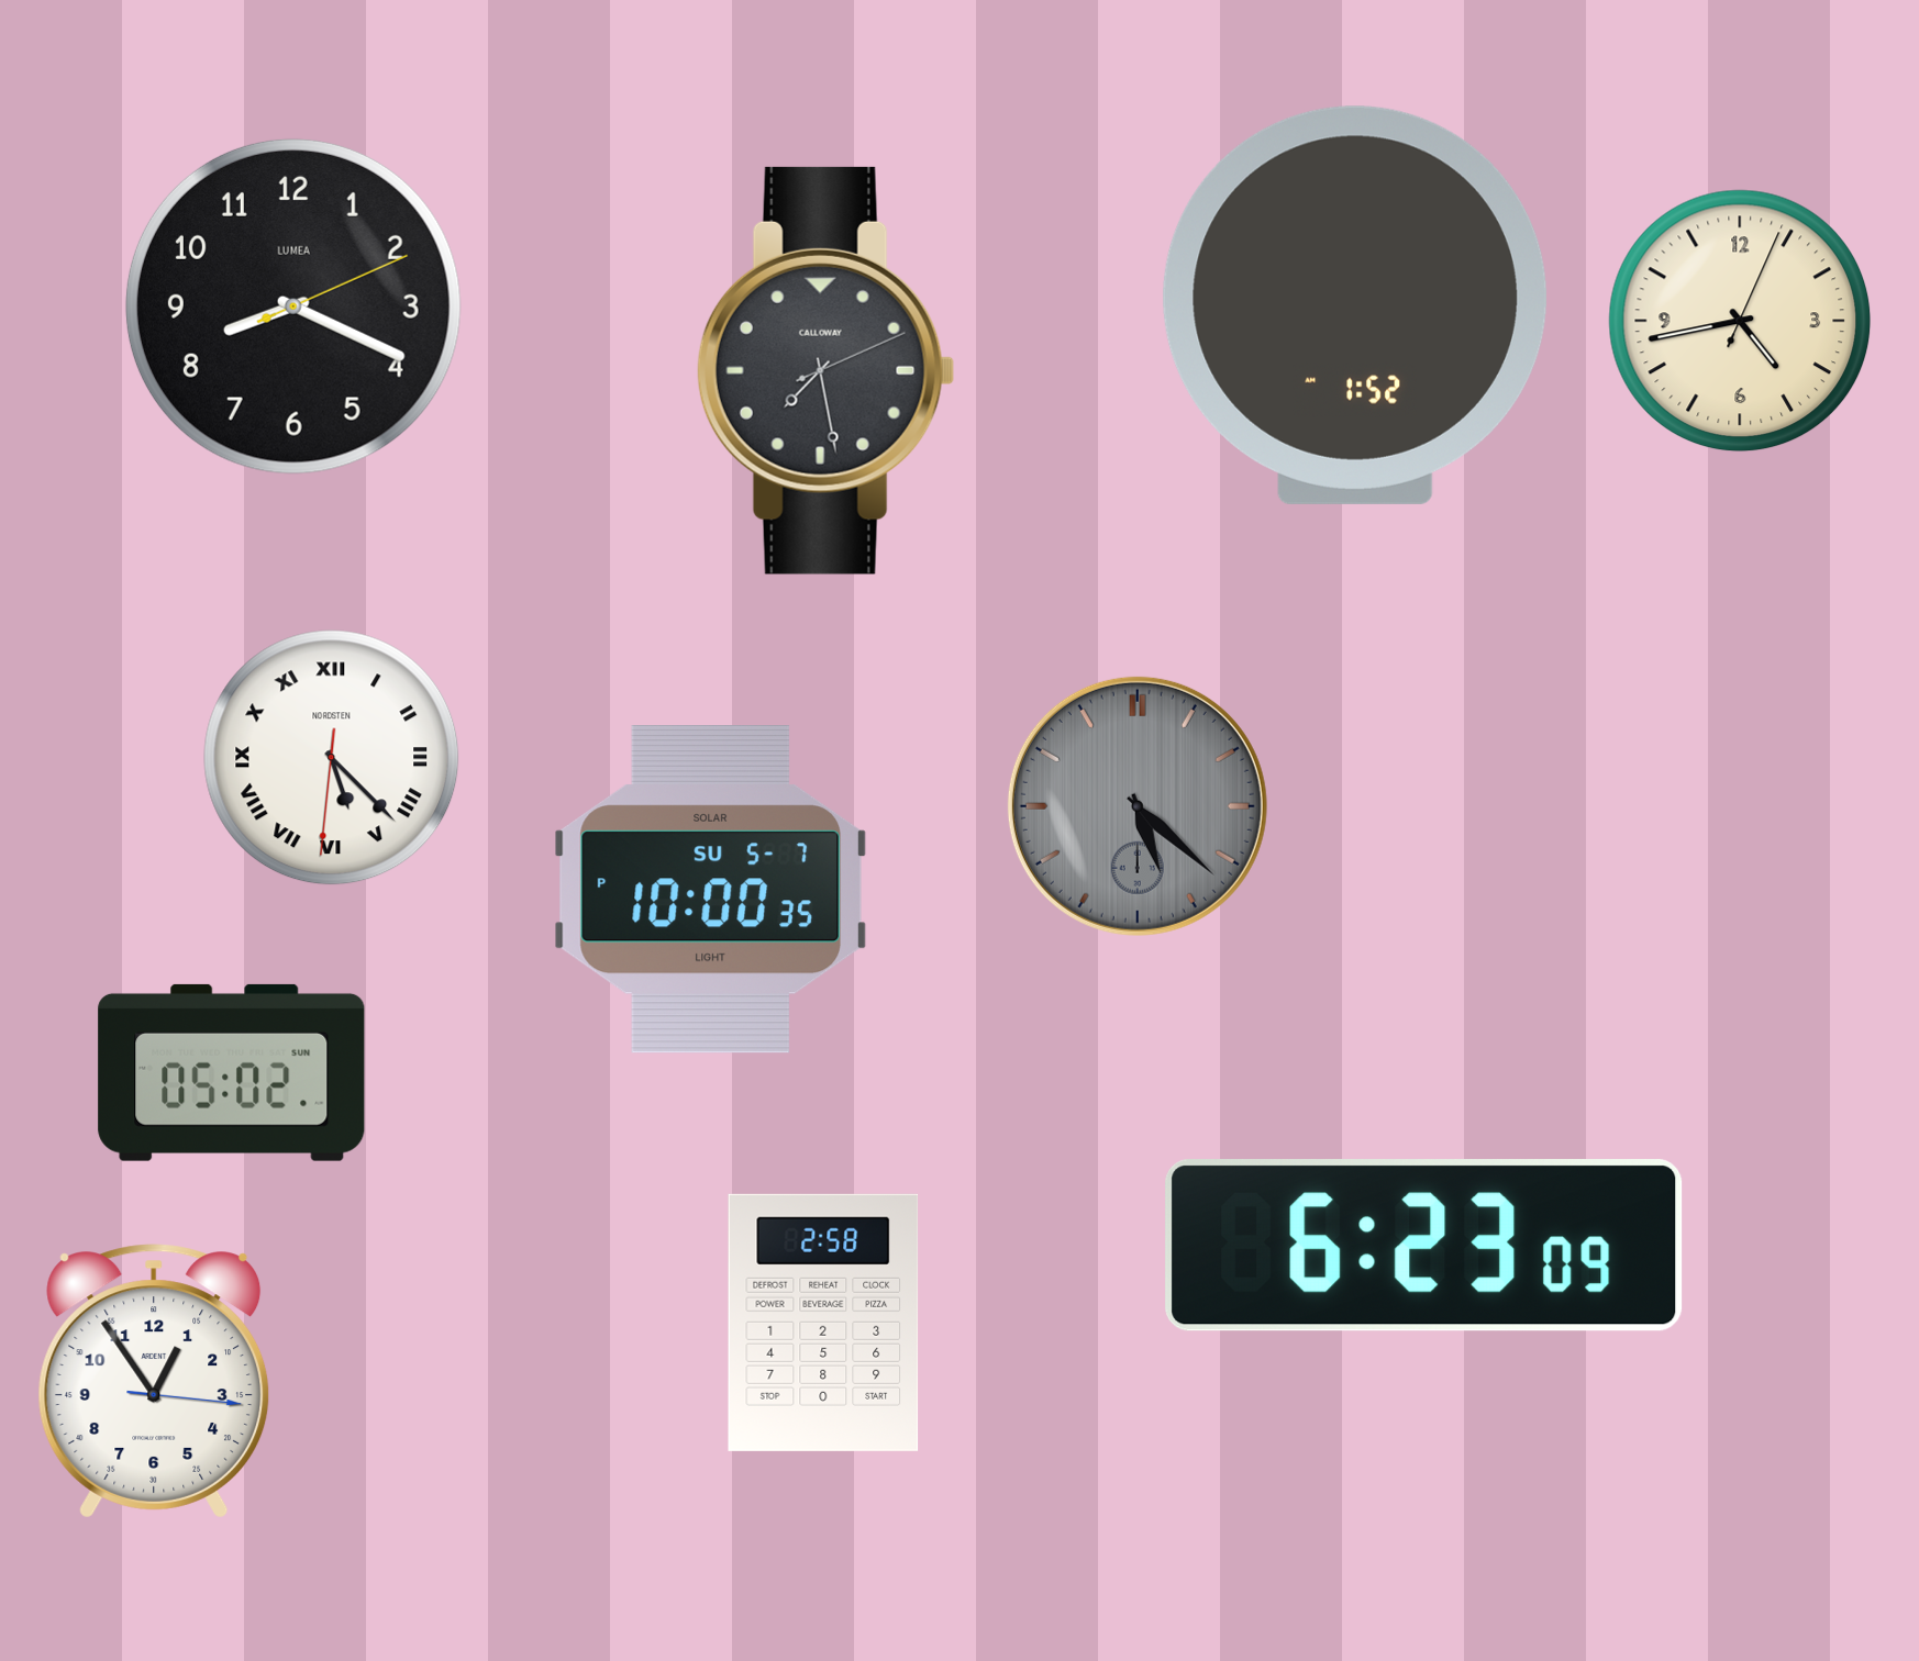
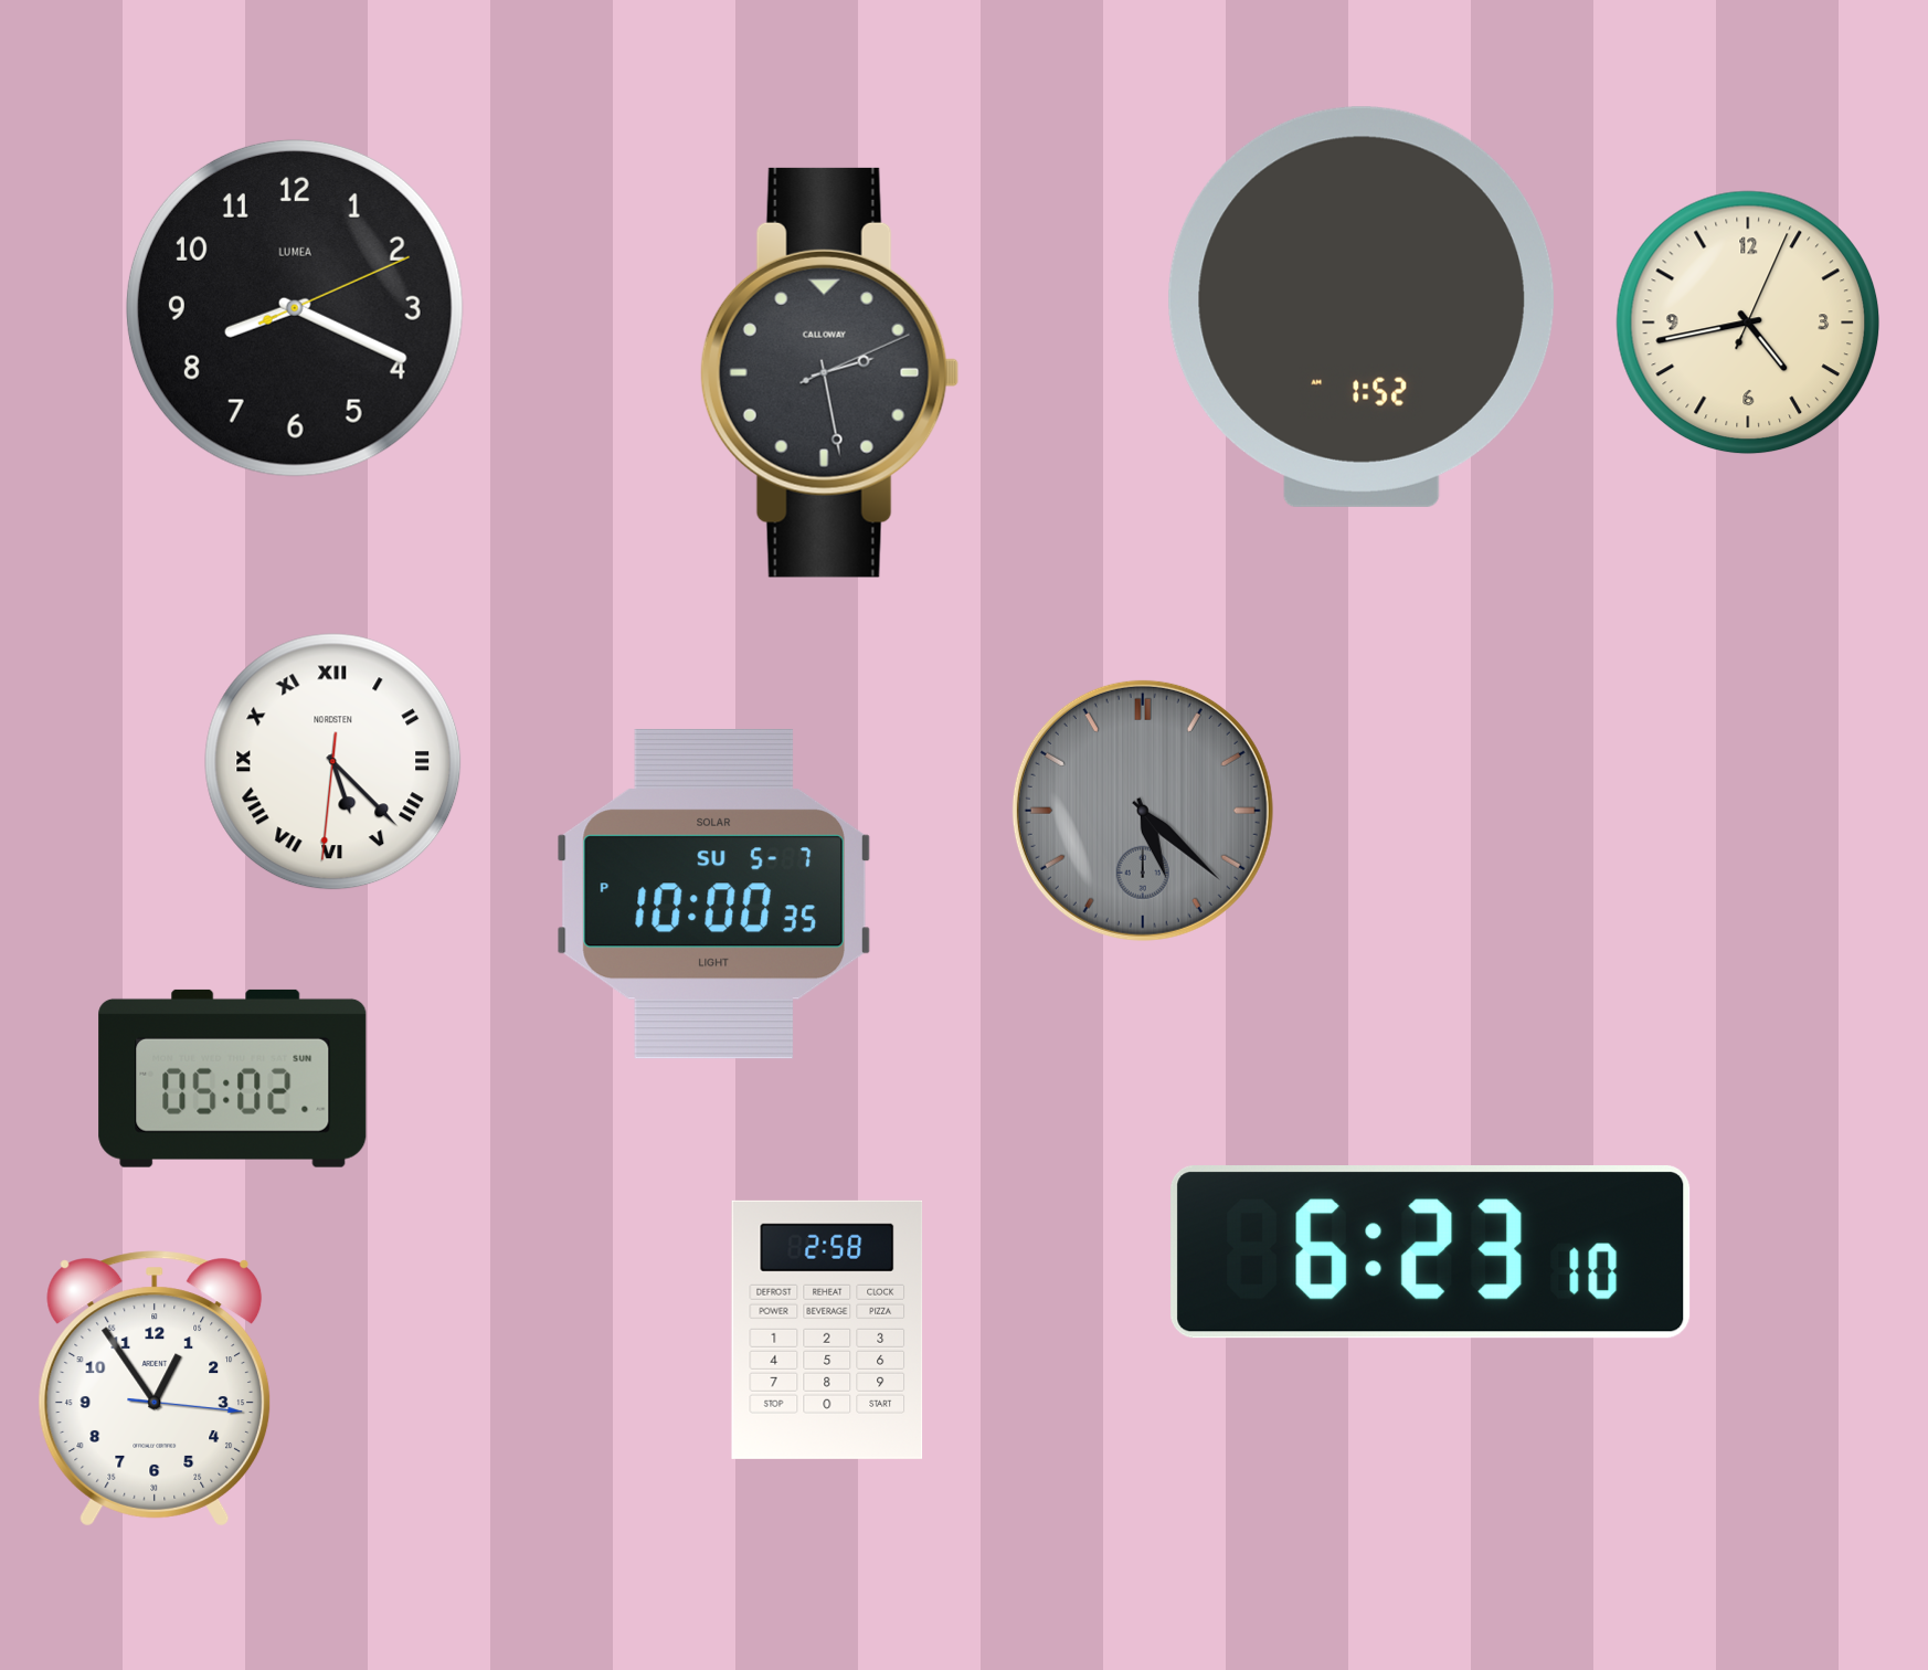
clock at (825, 370): 7:28 -> 2:28
clock at (1424, 1246): 6:23:09 -> 6:23:10
